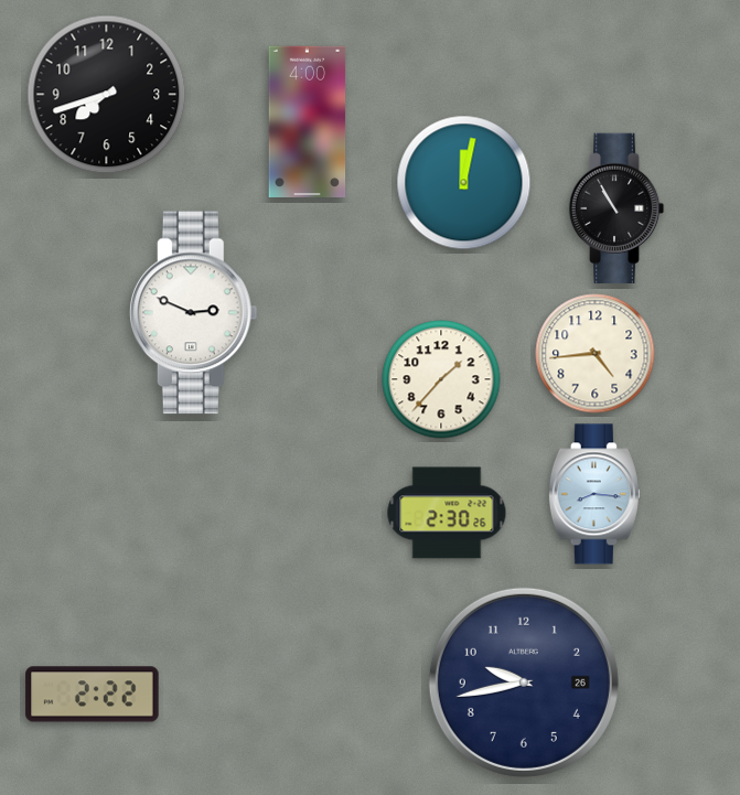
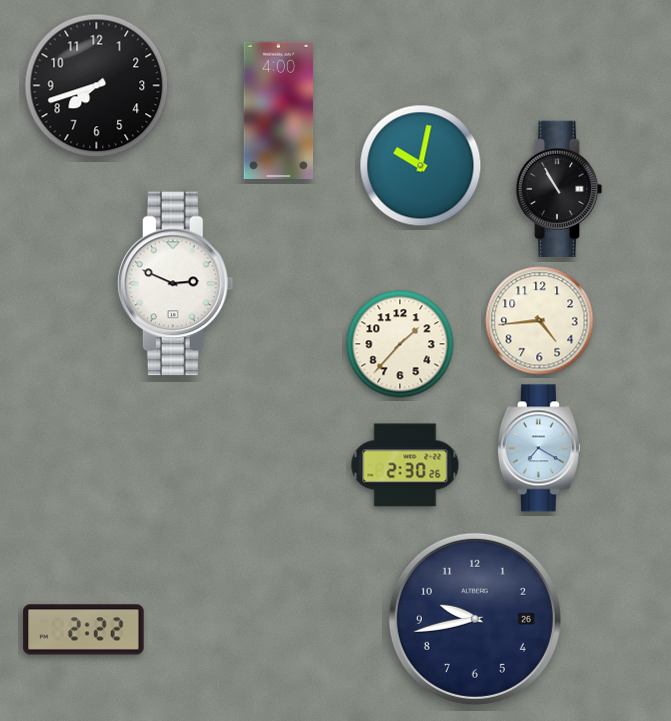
clock at (464, 183): 12:02 -> 10:02
clock at (594, 494): 8:16 -> 7:20
